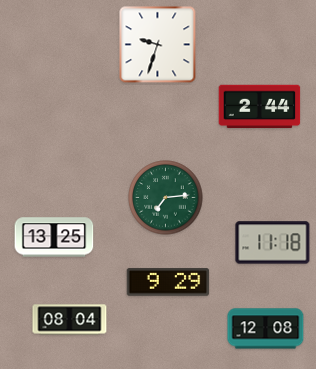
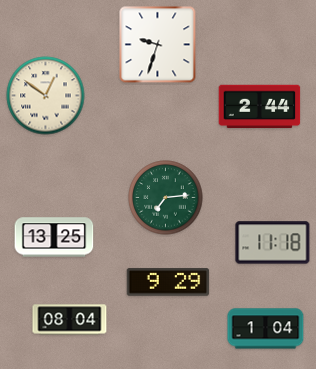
clock at (46, 96): none -> 12:51
clock at (266, 329): 12:08 -> 1:04
